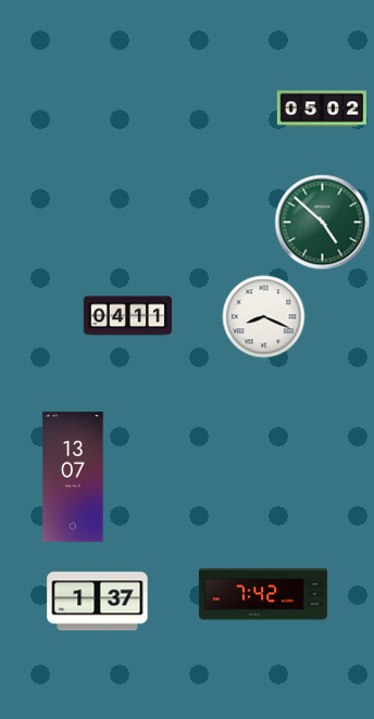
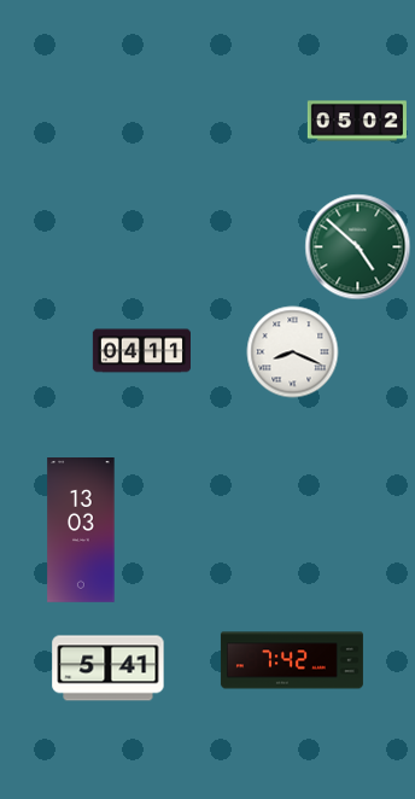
clock at (73, 478): 13:07 -> 13:03
clock at (98, 602): 1:37 -> 5:41
